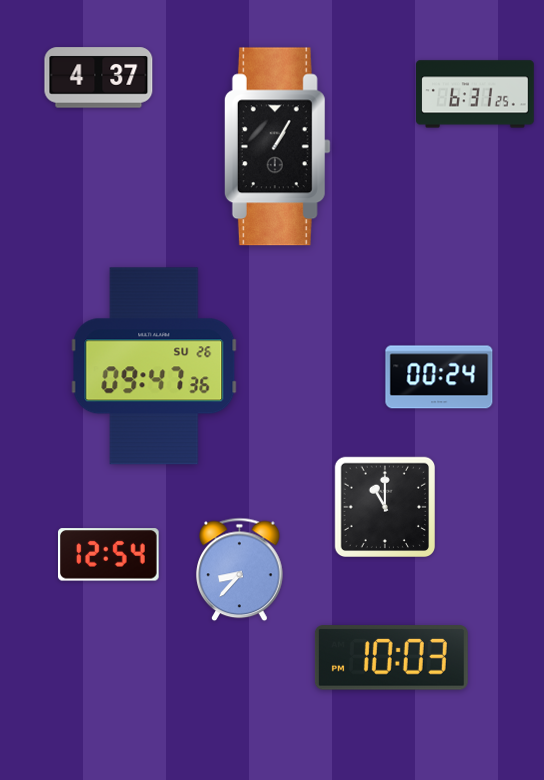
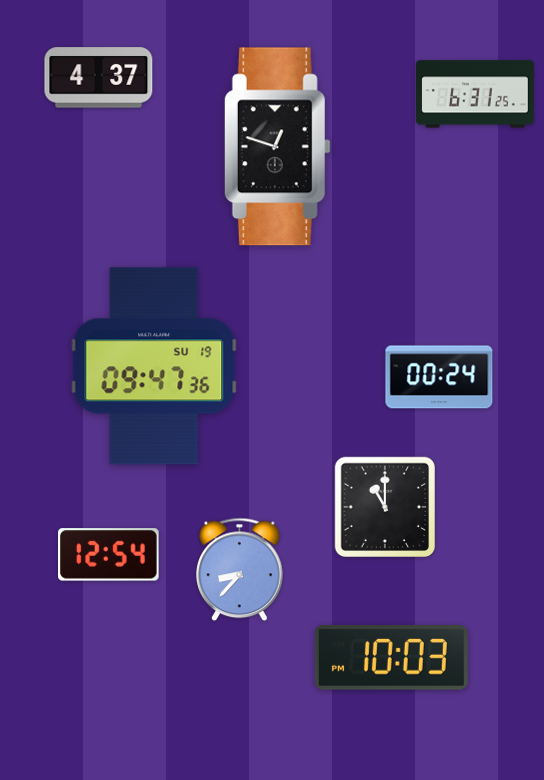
clock at (277, 147): 1:05 -> 12:48
clock at (154, 366) date: SU 26 -> SU 19
